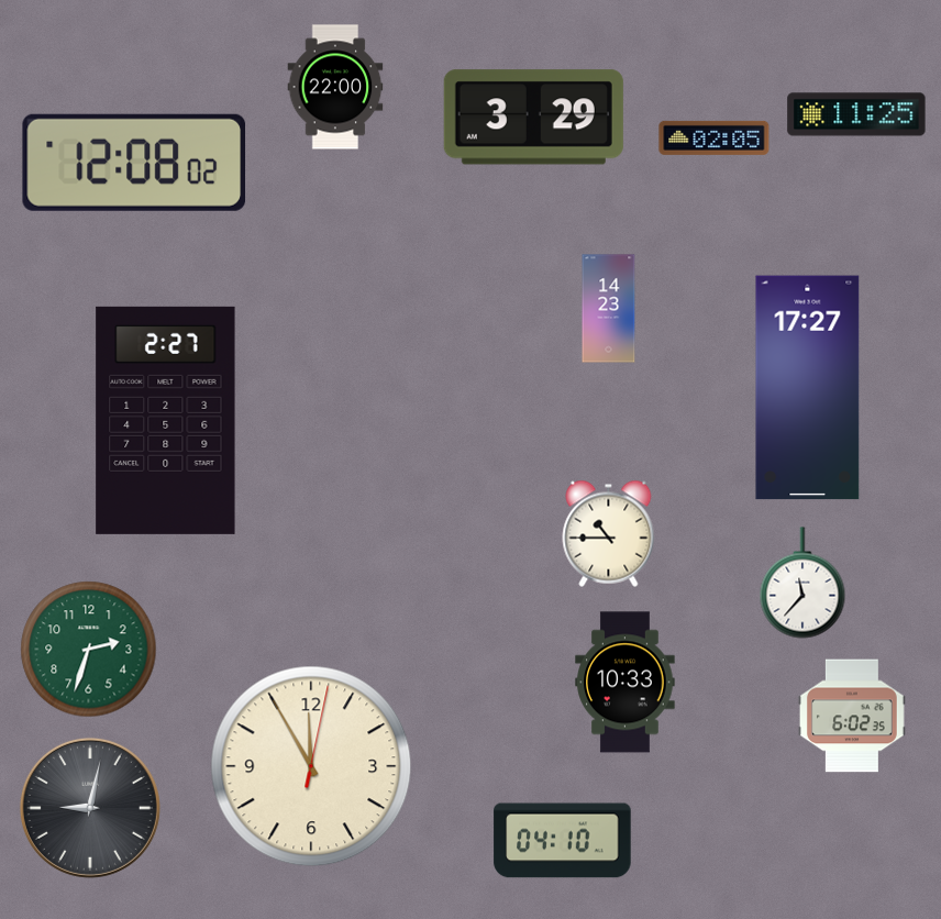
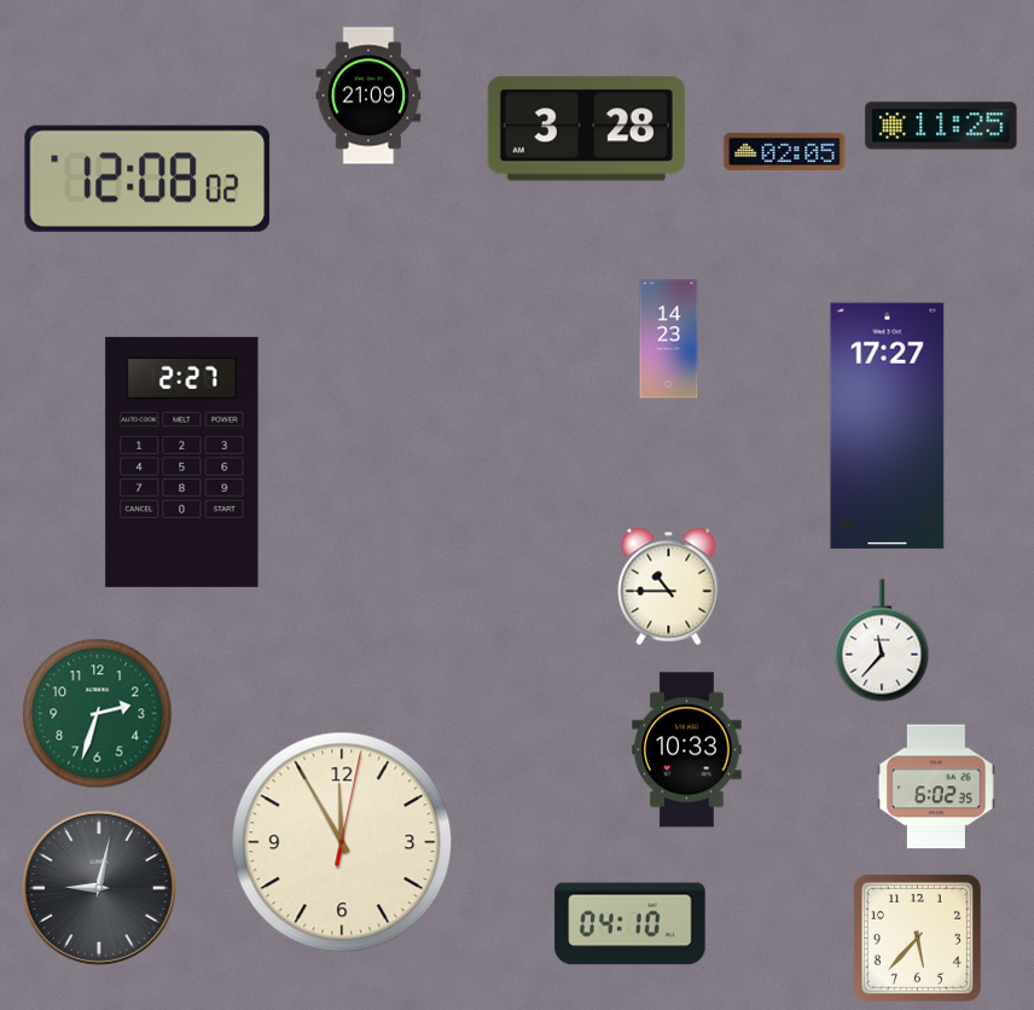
clock at (335, 87): 22:00 -> 21:09
clock at (533, 118): 3:29 -> 3:28
clock at (563, 841) position: (563, 841) -> (631, 924)
clock at (917, 938): none -> 5:37
